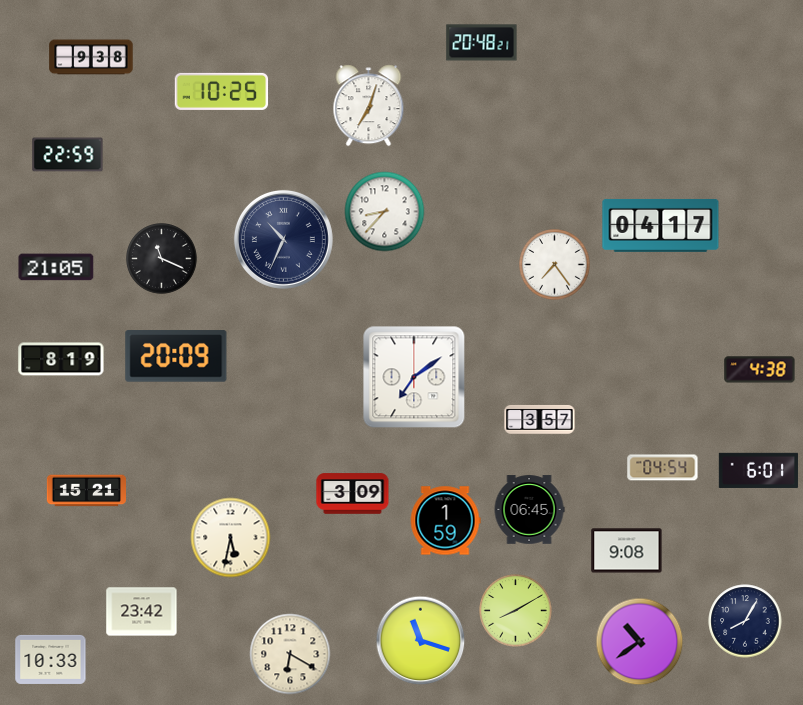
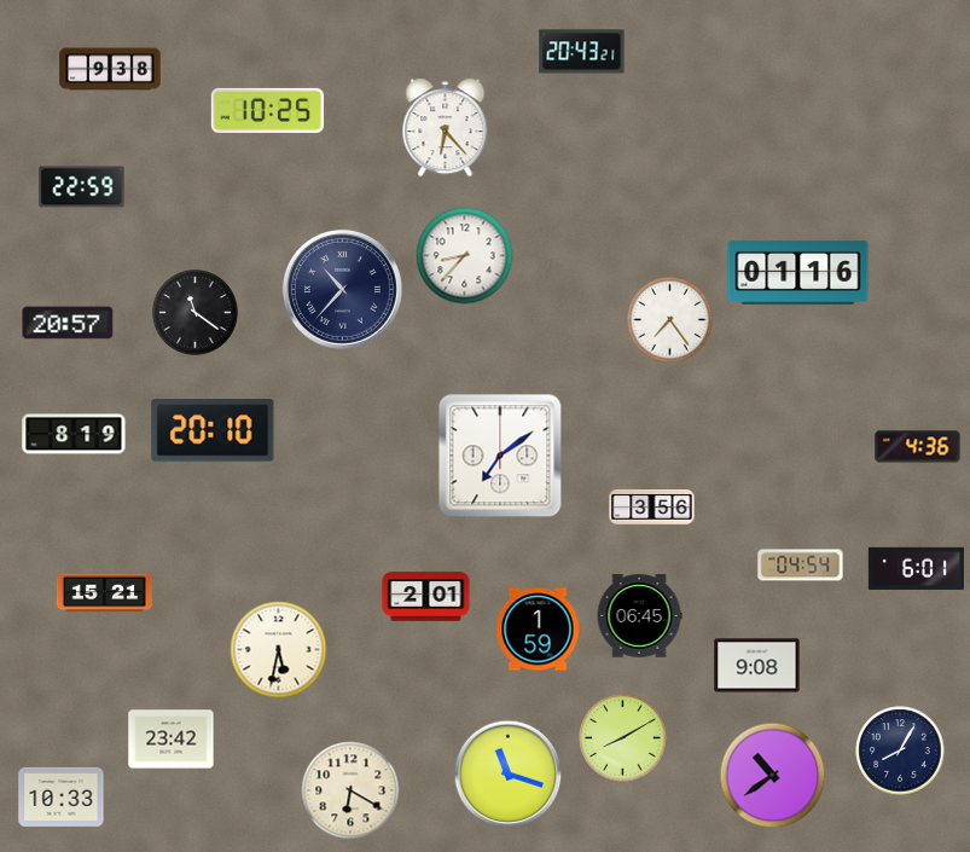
clock at (482, 43): 20:48 -> 20:43
clock at (369, 106): 7:03 -> 6:23
clock at (661, 225): 04:17 -> 01:16
clock at (283, 239): 10:34 -> 10:37
clock at (162, 259): 11:19 -> 11:21
clock at (56, 267): 21:05 -> 20:57
clock at (176, 356): 20:09 -> 20:10
clock at (760, 370): 4:38 -> 4:36
clock at (540, 419): 3:57 -> 3:56
clock at (353, 494): 3:09 -> 2:01
